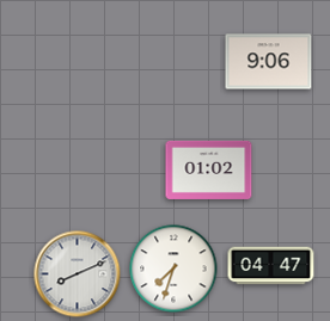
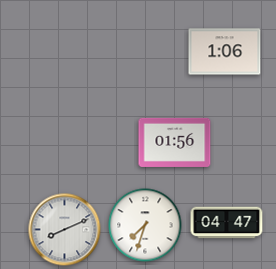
clock at (269, 62): 9:06 -> 1:06
clock at (209, 169): 01:02 -> 01:56
